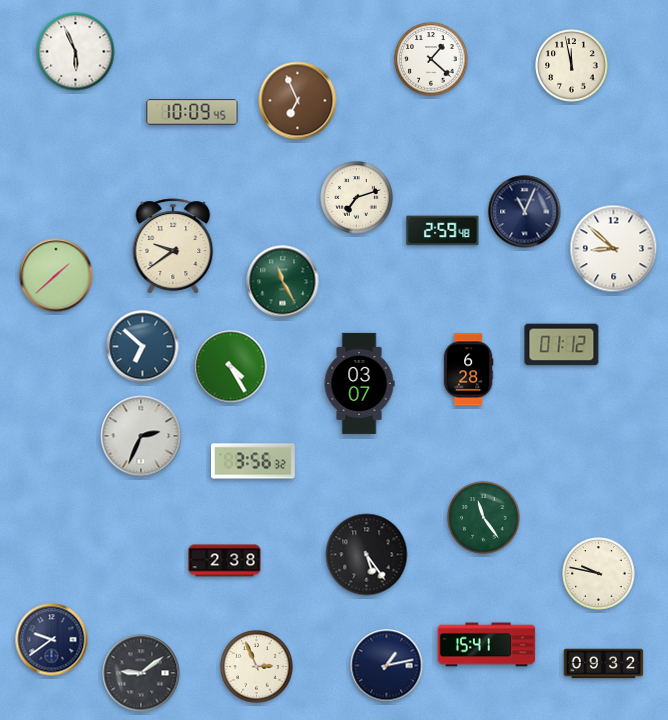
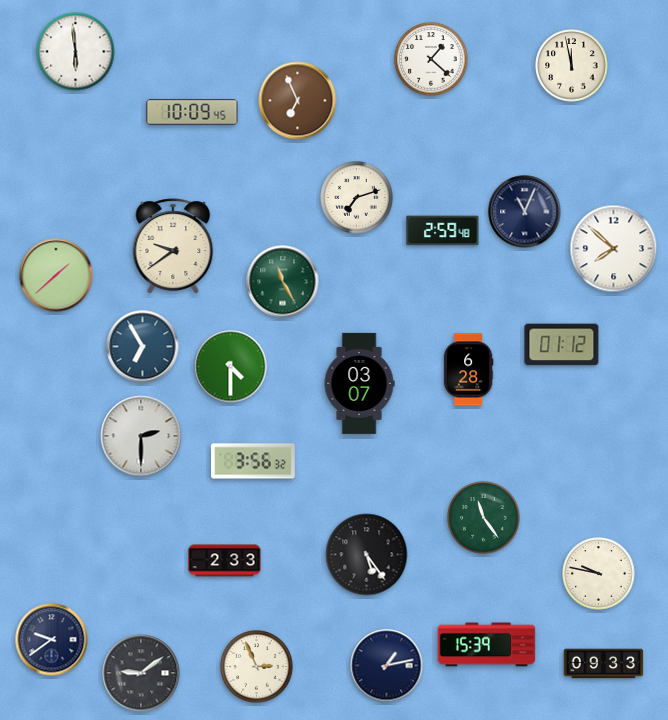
clock at (76, 52): 5:56 -> 5:59
clock at (614, 249): 8:52 -> 7:52
clock at (143, 347): 6:52 -> 6:55
clock at (231, 367): 4:25 -> 4:30
clock at (141, 436): 2:34 -> 2:30
clock at (225, 561): 2:38 -> 2:33
clock at (487, 645): 15:41 -> 15:39
clock at (604, 664): 09:32 -> 09:33
